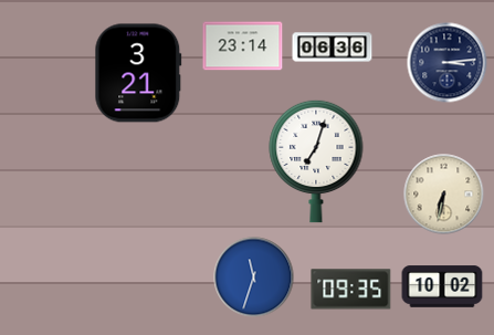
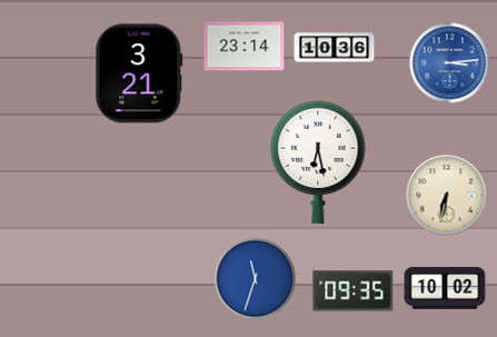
clock at (333, 48): 06:36 -> 10:36
clock at (448, 63) dial: navy -> blue
clock at (316, 161): 7:03 -> 6:28
